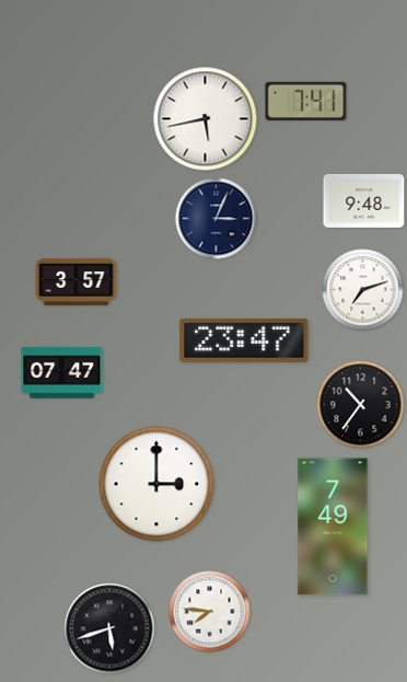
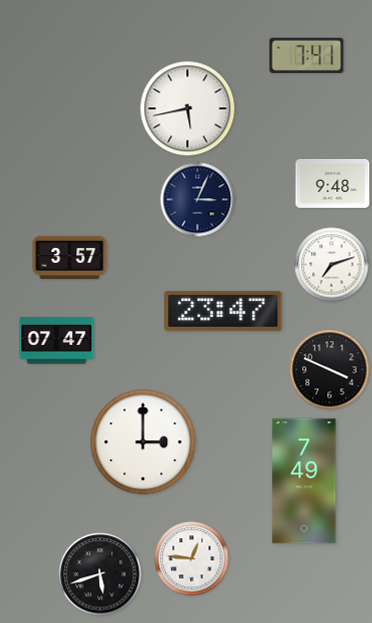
clock at (306, 101) position: (306, 101) -> (307, 55)
clock at (361, 405): 10:36 -> 3:49
clock at (210, 612): 7:46 -> 12:46
